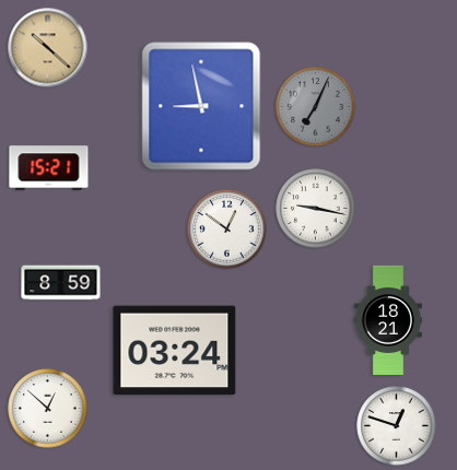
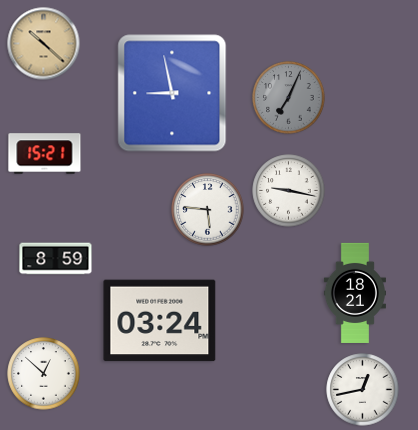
clock at (201, 106) position: (201, 106) -> (172, 93)
clock at (227, 230): 12:51 -> 5:46
clock at (397, 426): 12:48 -> 12:43
